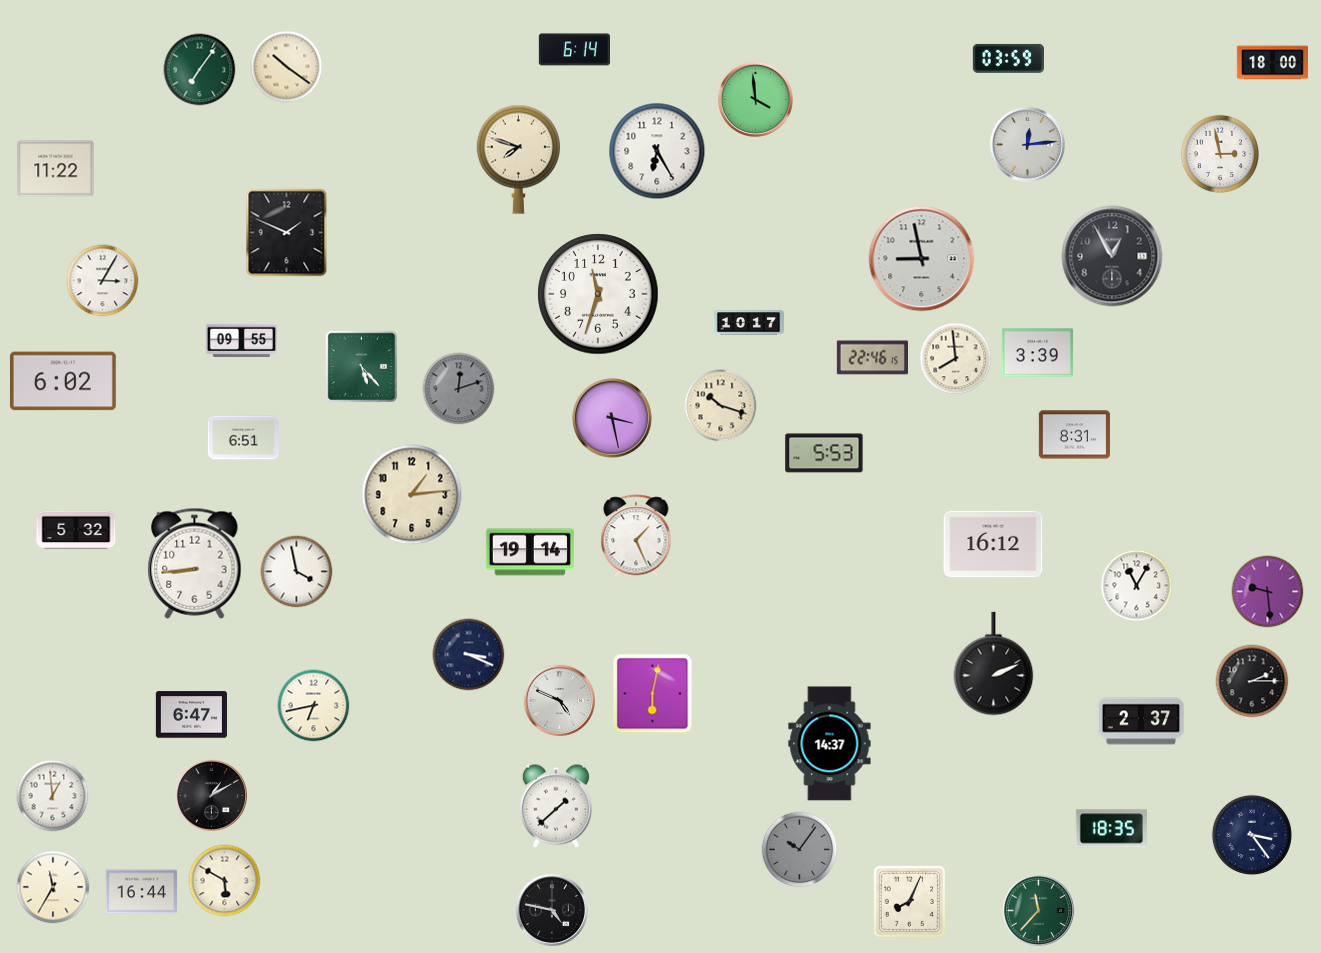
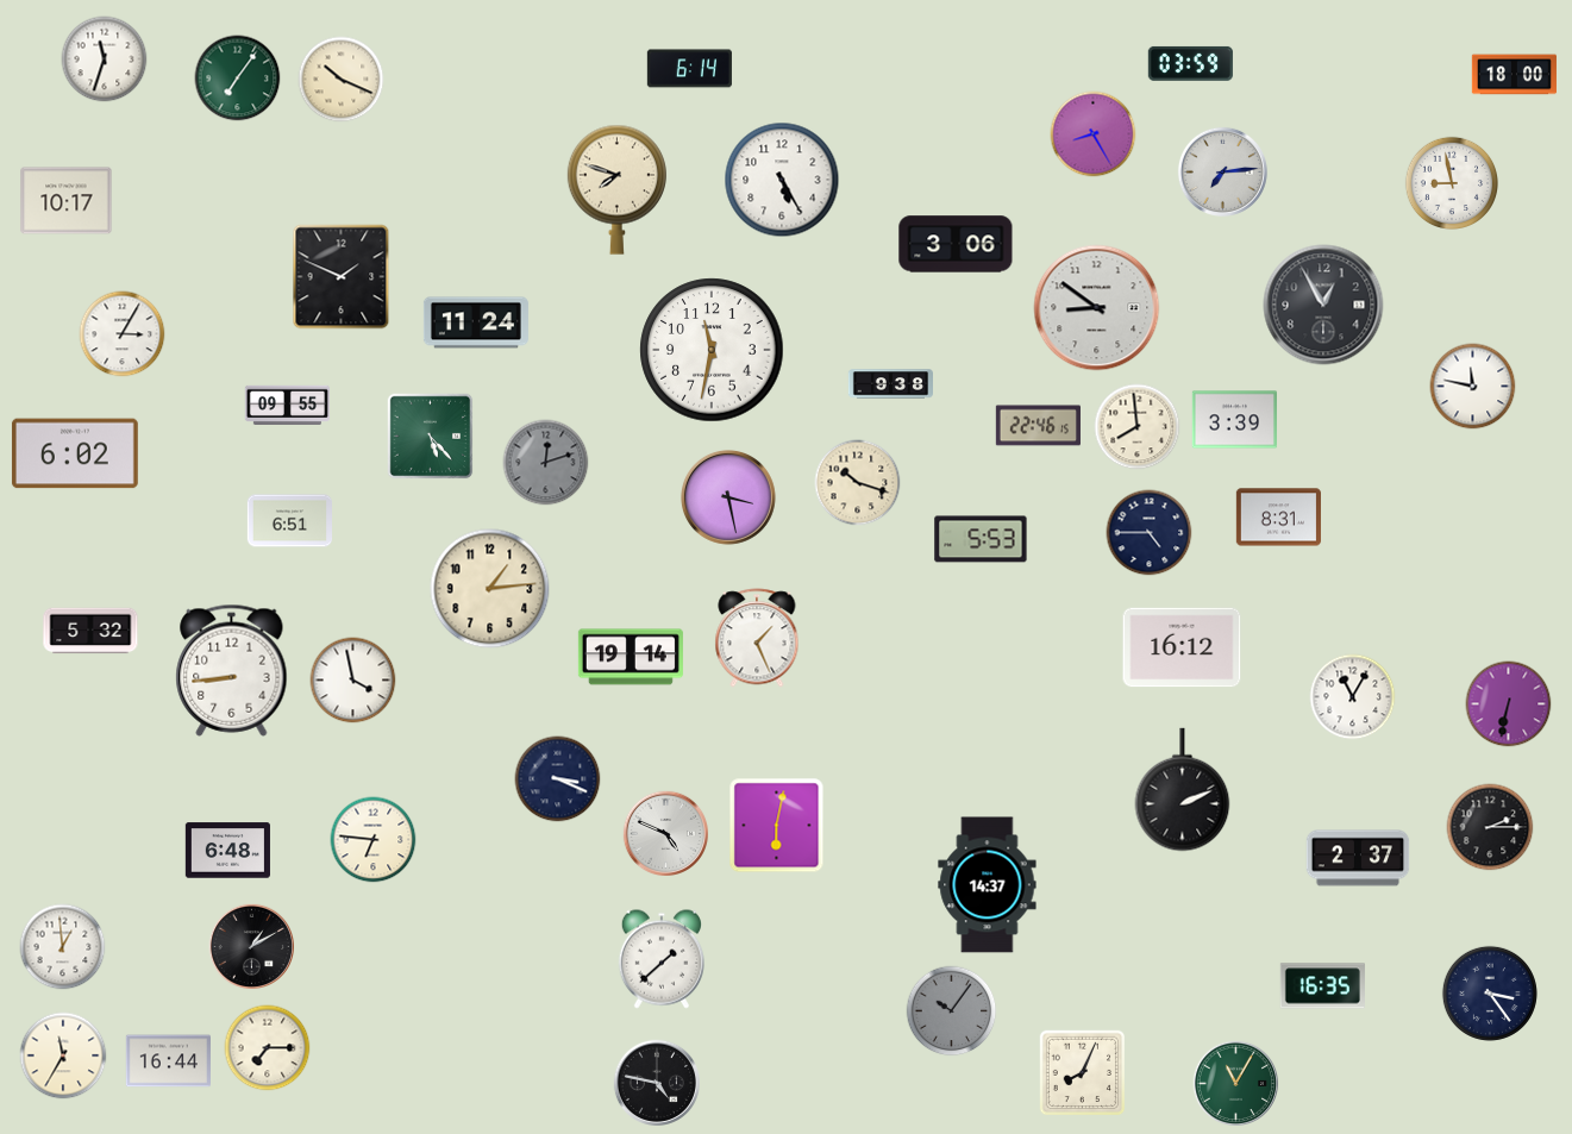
clock at (105, 59): none -> 11:33
clock at (574, 50) position: (574, 50) -> (689, 69)
clock at (1008, 58) position: (1008, 58) -> (1190, 63)
clock at (287, 67): 10:21 -> 10:19
clock at (200, 70) position: (200, 70) -> (238, 79)
clock at (755, 99): 3:59 -> none
clock at (1094, 134): none -> 8:25
clock at (1027, 144): 12:14 -> 7:14
clock at (657, 151): 6:25 -> 5:25
clock at (1219, 153): 2:58 -> 8:58
clock at (56, 169): 11:22 -> 10:17
clock at (956, 244): none -> 3:06
clock at (922, 259): 8:58 -> 8:51
clock at (476, 322): none -> 11:24
clock at (598, 294): 11:33 -> 11:32
clock at (748, 323): 10:17 -> 9:38
clock at (1473, 387): none -> 11:47
clock at (1150, 533): none -> 4:45
clock at (1268, 592): 9:29 -> 6:32
clock at (1252, 681) position: (1252, 681) -> (1490, 827)
clock at (314, 706): 6:43 -> 6:46
clock at (191, 715): 6:47 -> 6:48
clock at (1111, 829): 18:35 -> 16:35
clock at (225, 881): 5:50 -> 7:15
clock at (1038, 910): 11:37 -> 11:05
